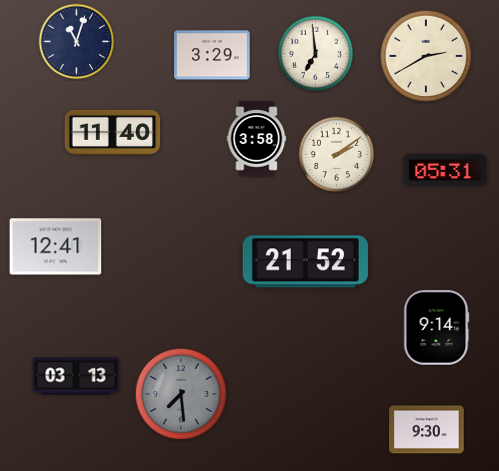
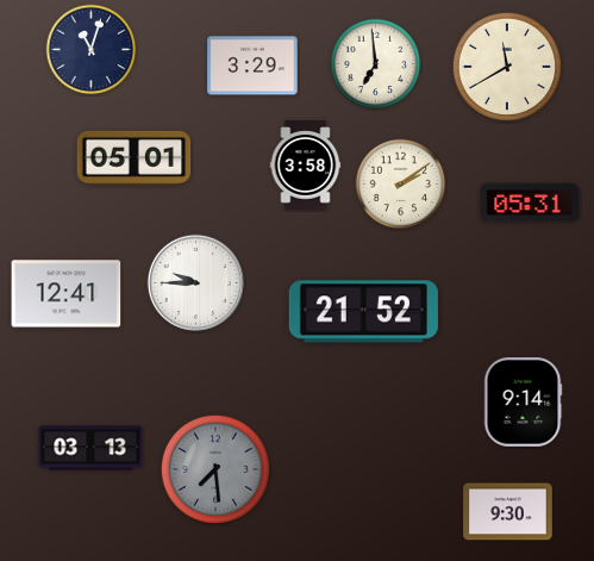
clock at (426, 56): 2:40 -> 11:40
clock at (113, 132): 11:40 -> 05:01
clock at (195, 282): none -> 9:45
clock at (436, 328) position: (436, 328) -> (523, 403)
